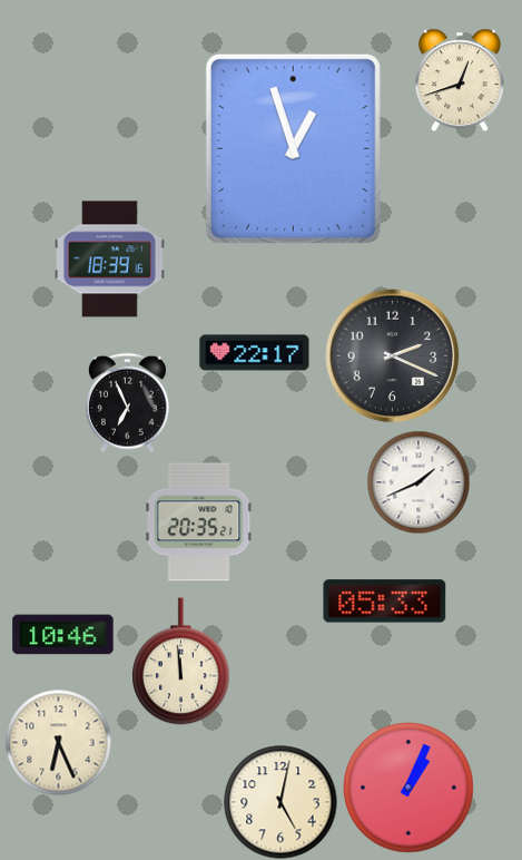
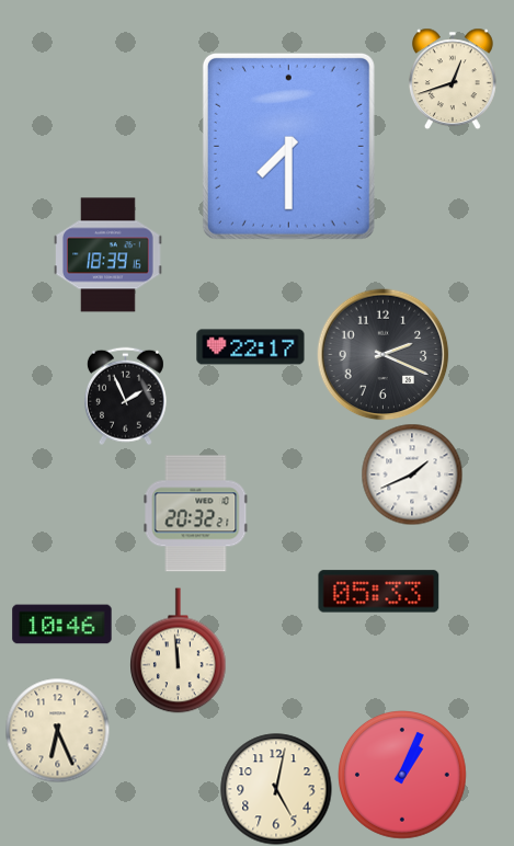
clock at (293, 148): 12:57 -> 7:30
clock at (393, 356) position: (393, 356) -> (384, 355)
clock at (127, 402): 6:56 -> 1:56
clock at (199, 522): 20:35 -> 20:32
